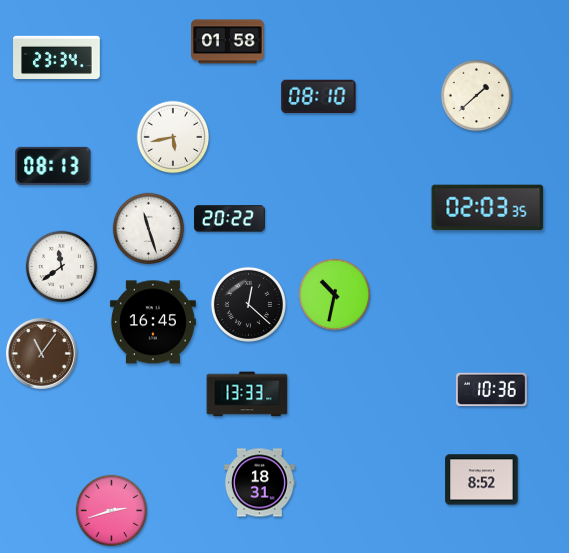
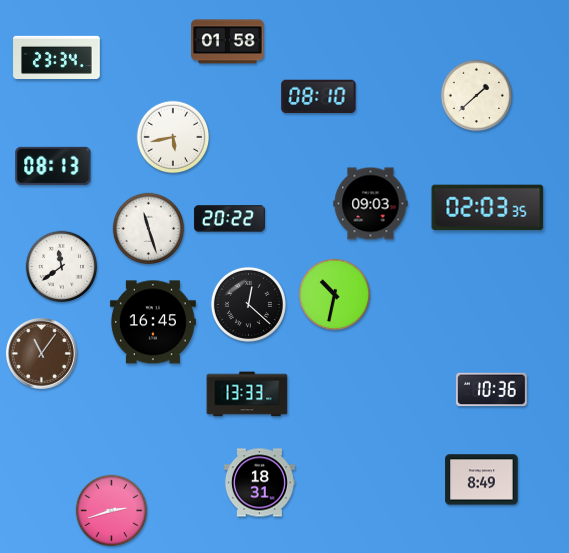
clock at (371, 204): none -> 09:03
clock at (482, 480): 8:52 -> 8:49
